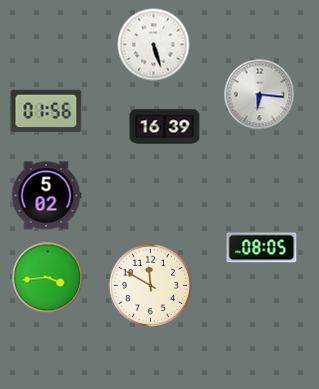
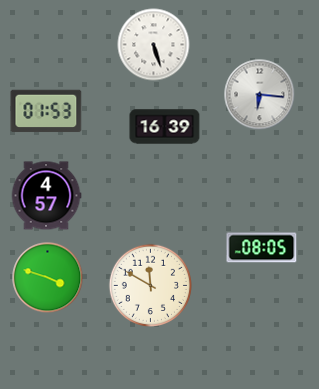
clock at (46, 111): 01:56 -> 01:53
clock at (46, 196): 5:02 -> 4:57
clock at (48, 278): 3:44 -> 3:48
